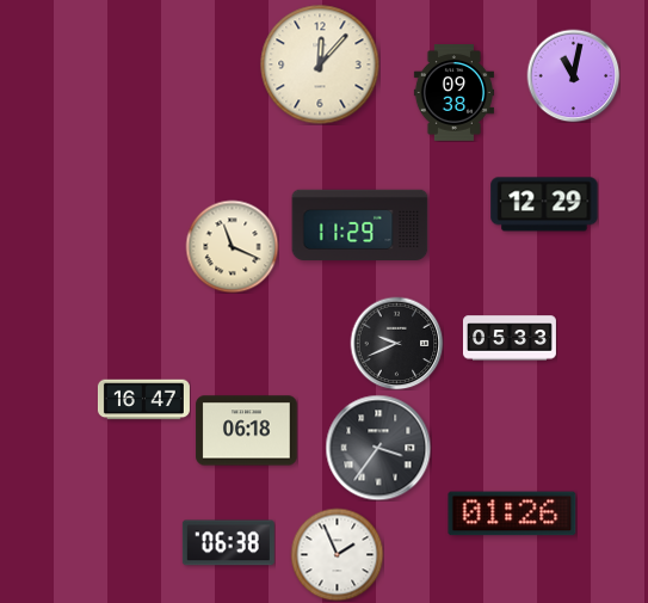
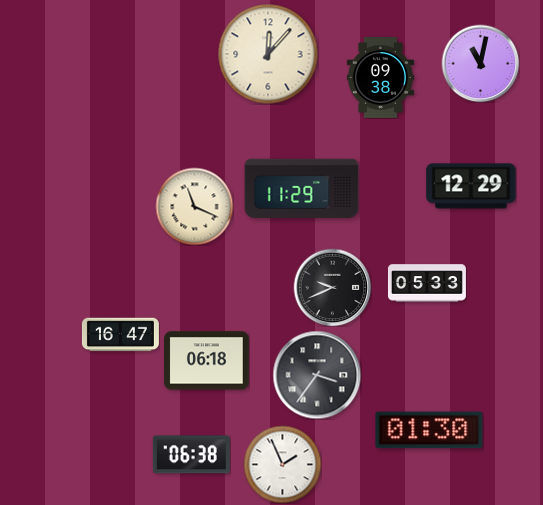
clock at (544, 204) position: (544, 204) -> (471, 186)
clock at (512, 513): 01:26 -> 01:30
